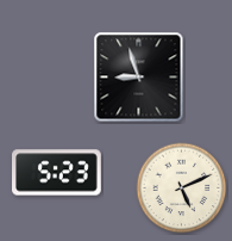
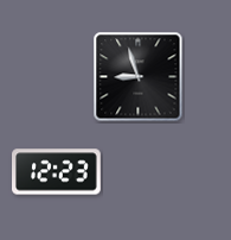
clock at (57, 173): 5:23 -> 12:23
clock at (182, 189): 5:11 -> none
